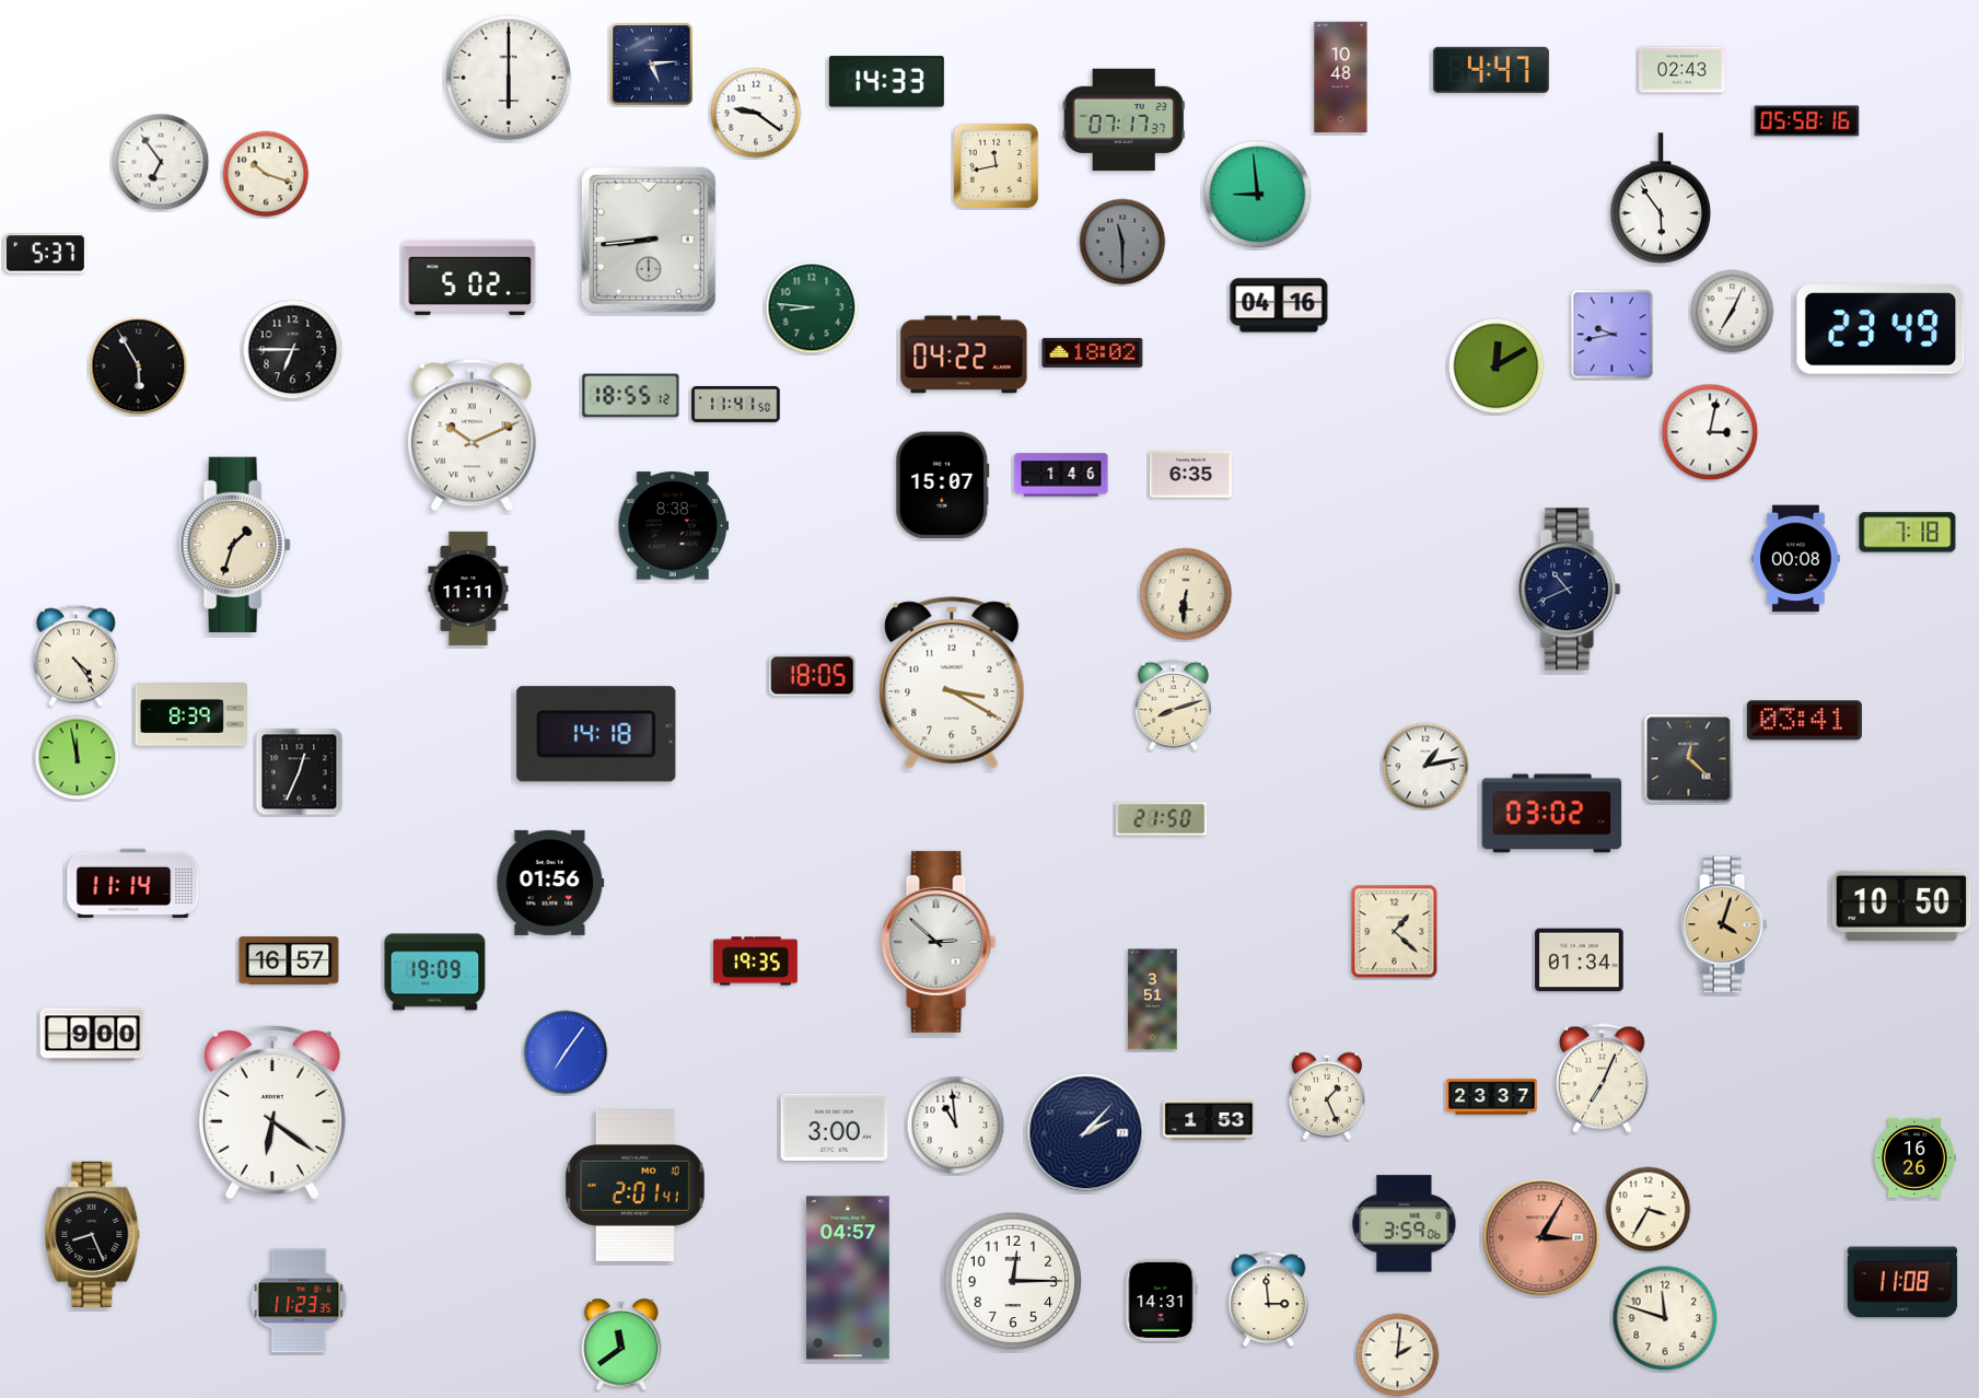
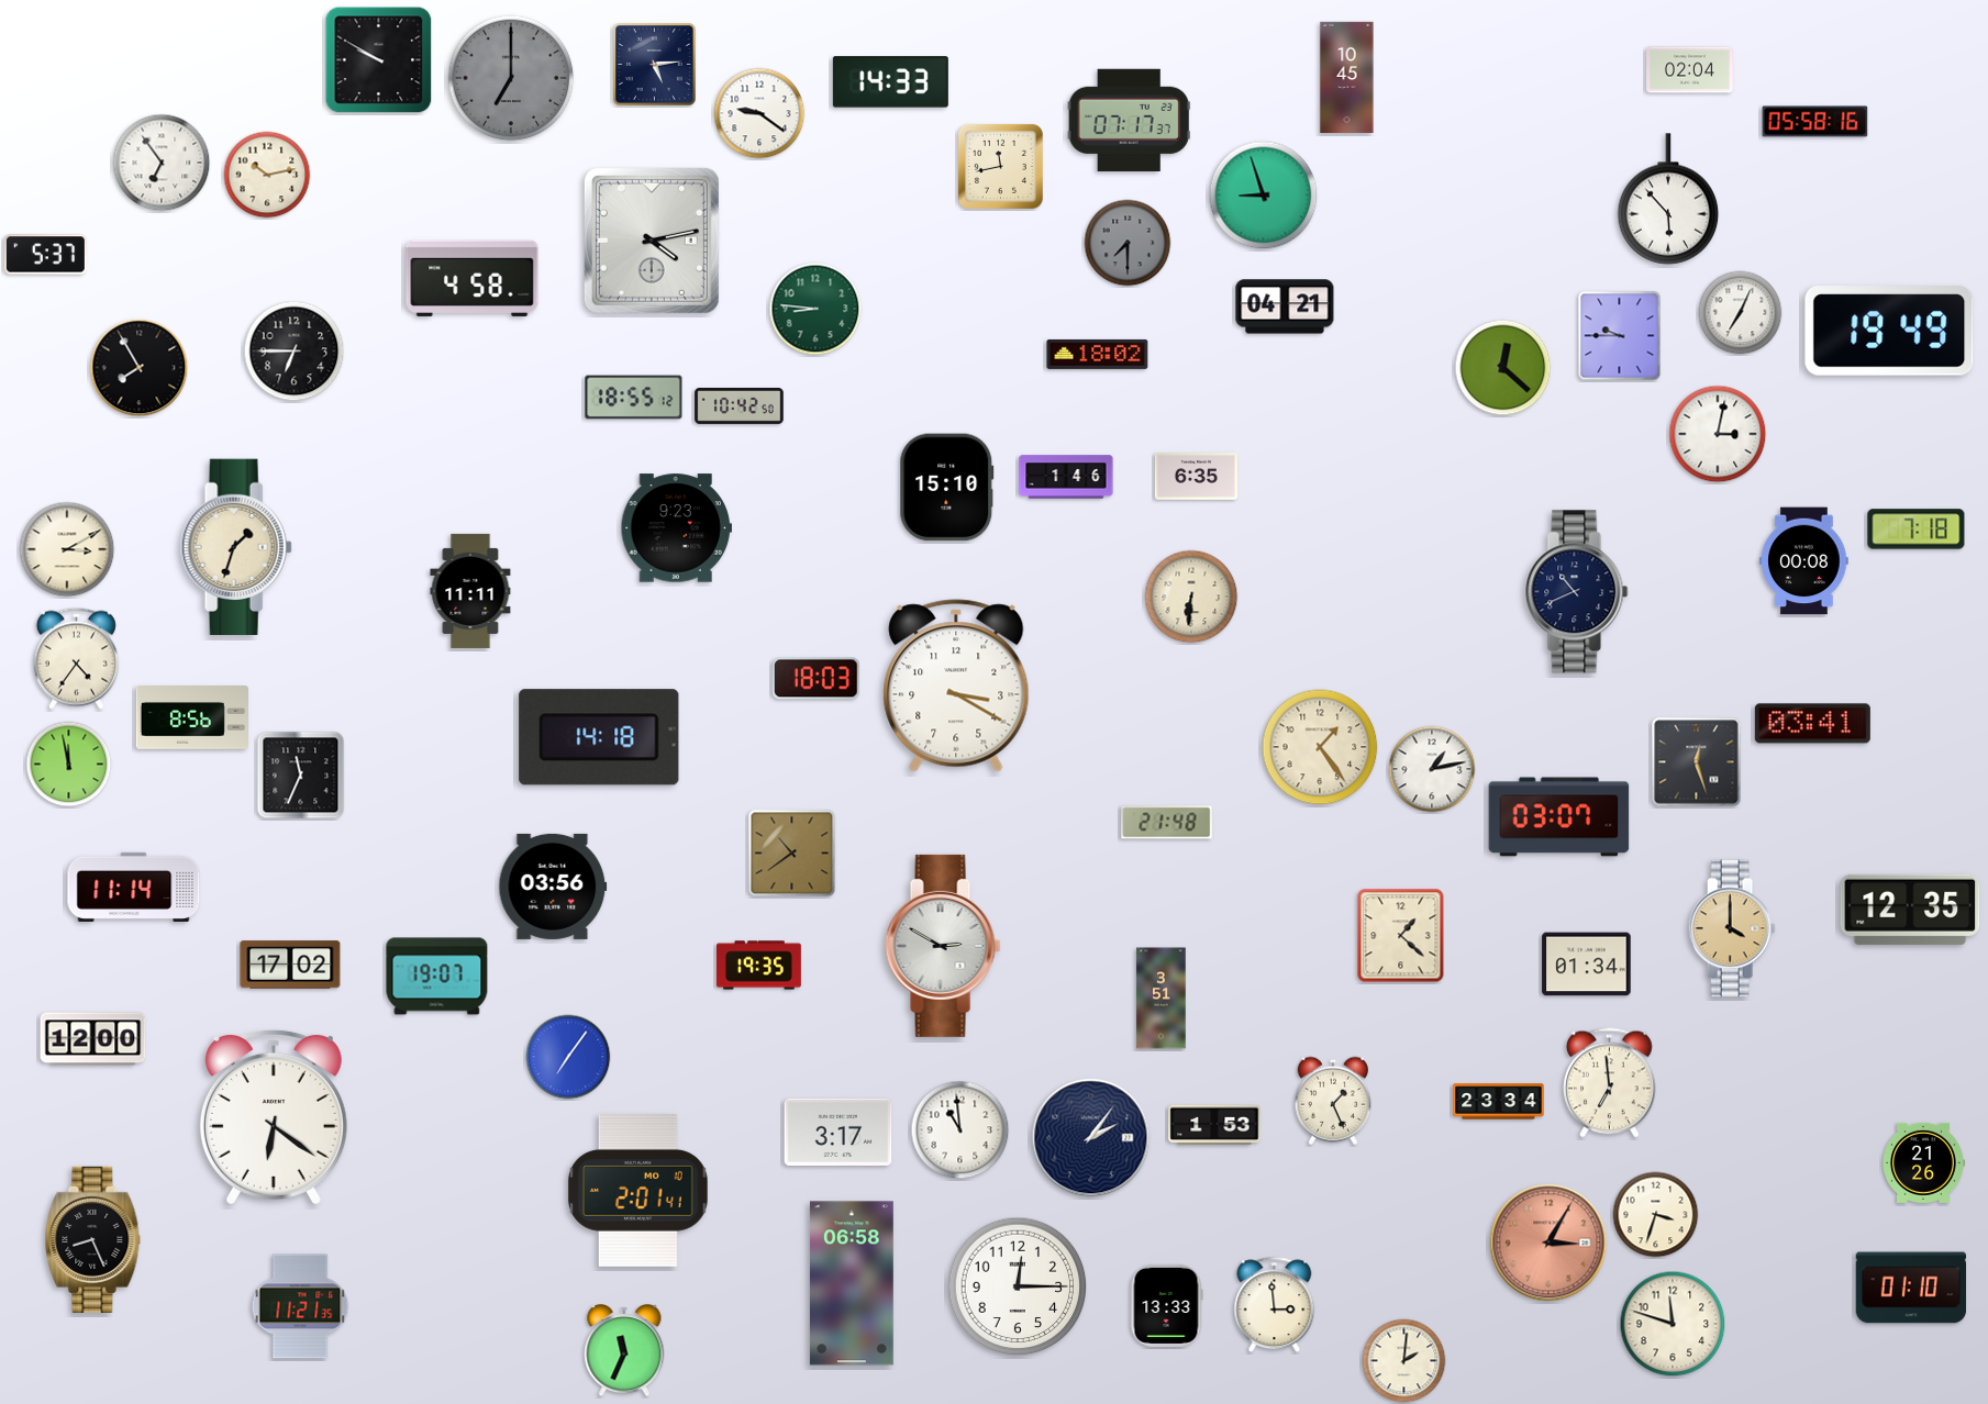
clock at (379, 60): none -> 9:50
clock at (1491, 70): 4:47 -> none
clock at (1683, 70): 02:43 -> 02:04
clock at (509, 78): 6:00 -> 7:00
clock at (509, 78) dial: white -> grey
clock at (1341, 78): 10:48 -> 10:45
clock at (266, 174): 10:18 -> 10:13
clock at (1258, 195): 8:59 -> 8:57
clock at (1661, 198): 5:54 -> 5:53
clock at (649, 240): 8:44 -> 4:13
clock at (1122, 242): 11:30 -> 7:30
clock at (470, 277): 5:02 -> 4:58
clock at (1279, 305): 04:16 -> 04:21
clock at (1881, 329): 23:49 -> 19:49
clock at (1613, 335): 9:43 -> 9:45
clock at (964, 354): 04:22 -> none
clock at (139, 366): 5:55 -> 7:55
clock at (1497, 366): 12:10 -> 12:22
clock at (736, 405): 11:41 -> 10:42
clock at (472, 435): 10:11 -> none
clock at (943, 486): 15:07 -> 15:10
clock at (673, 526): 8:38 -> 9:23
clock at (1908, 533) position: (1908, 533) -> (1917, 530)
clock at (67, 549): none -> 3:10
clock at (75, 655): 4:24 -> 4:36
clock at (812, 676): 18:05 -> 18:03
clock at (1173, 704): 8:12 -> none
clock at (190, 715): 8:39 -> 8:56
clock at (1320, 747): none -> 1:24
clock at (78, 758) position: (78, 758) -> (69, 765)
clock at (1689, 759): 12:22 -> 12:27
clock at (300, 772): 12:34 -> 11:34
clock at (1552, 814): 03:02 -> 03:07
clock at (1162, 819): 21:50 -> 21:48
clock at (792, 854): none -> 10:39
clock at (550, 883): 01:56 -> 03:56
clock at (1901, 906): 10:50 -> 12:35
clock at (1724, 924): 4:03 -> 4:00
clock at (939, 942): 2:52 -> 2:50
clock at (289, 960): 16:57 -> 17:02
clock at (435, 972): 19:09 -> 19:07
clock at (1153, 1000) position: (1153, 1000) -> (1162, 999)
clock at (93, 1035): 9:00 -> 12:00
clock at (1603, 1079): 7:04 -> 6:59
clock at (1492, 1097): 23:37 -> 23:34
clock at (835, 1127): 3:00 -> 3:17
clock at (1086, 1133): 2:07 -> 2:06
clock at (1914, 1157): 16:26 -> 21:26
clock at (1649, 1210): 3:35 -> 3:33
clock at (1405, 1224): 3:59 -> none
clock at (848, 1278): 04:57 -> 06:58
clock at (1902, 1282): 11:08 -> 01:10
clock at (1161, 1300): 14:31 -> 13:33
clock at (299, 1301): 11:23 -> 11:21
clock at (621, 1345): 11:39 -> 11:34
